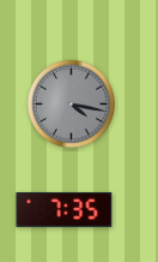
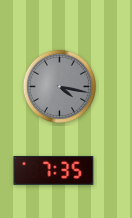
clock at (65, 209) position: (65, 209) -> (54, 170)
